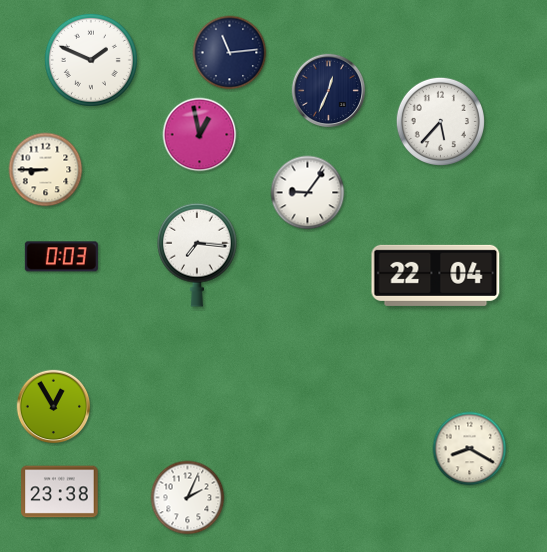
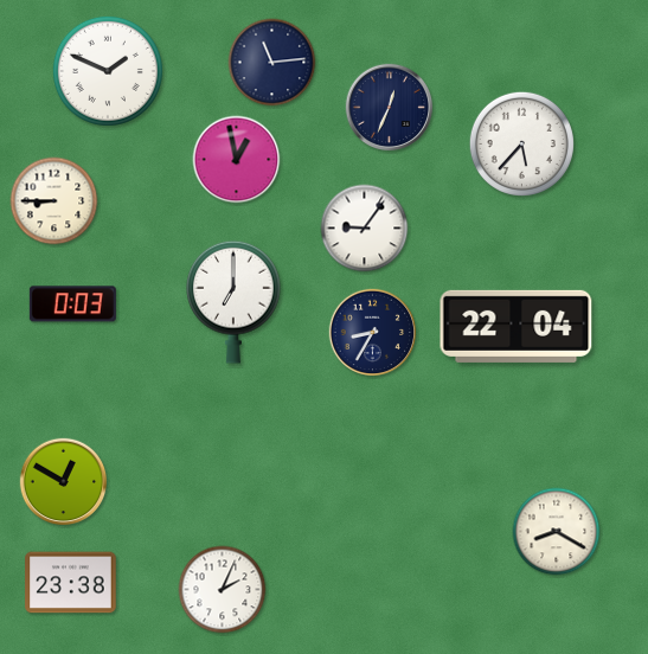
clock at (197, 255): 7:16 -> 7:00
clock at (373, 333): none -> 8:35
clock at (54, 407): 12:55 -> 12:50
